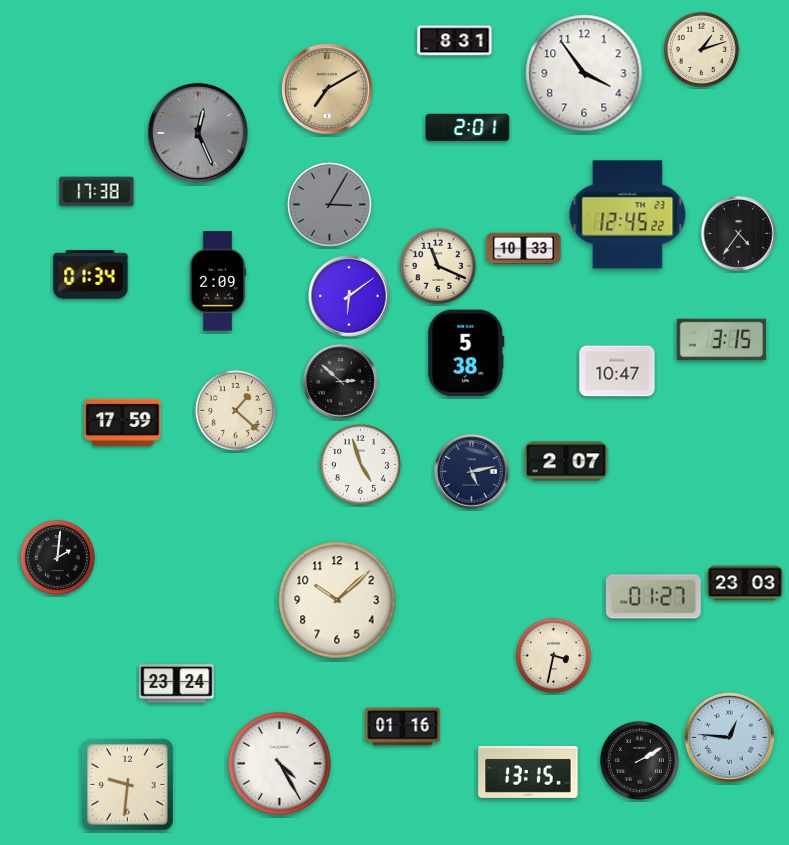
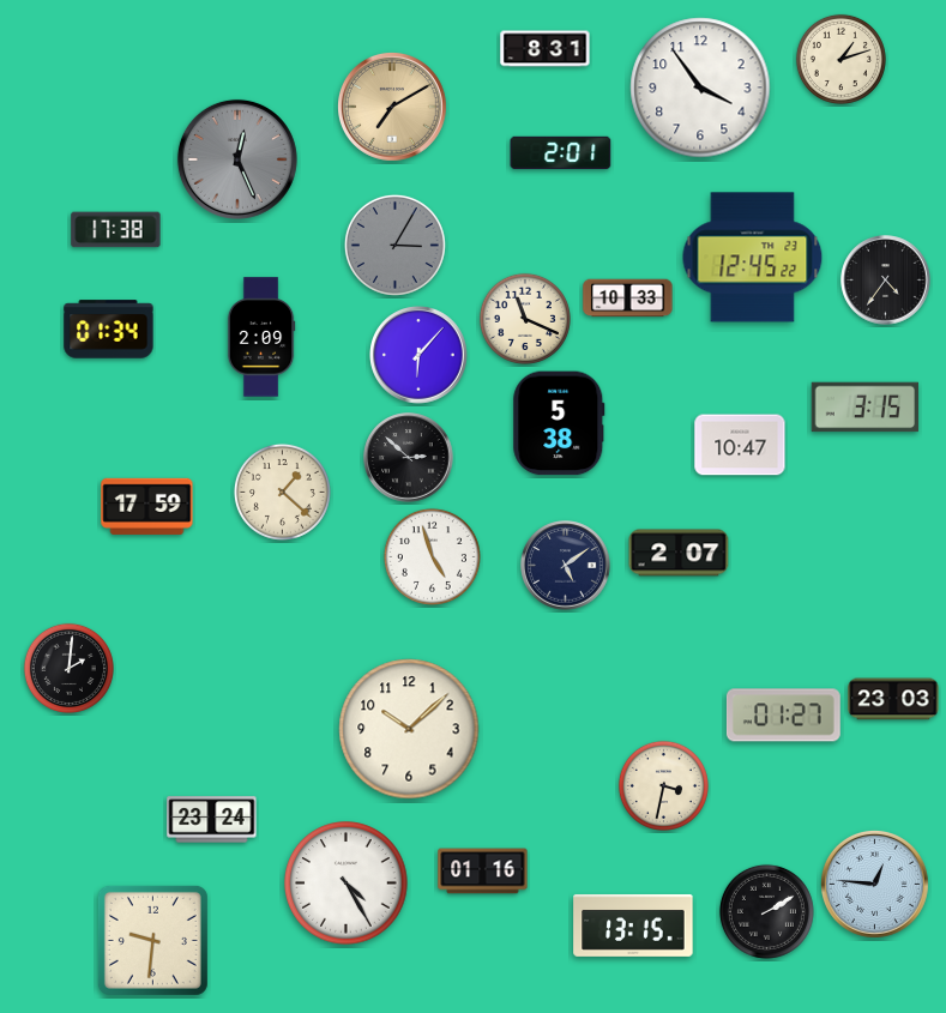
clock at (349, 296): 6:09 -> 6:07
clock at (472, 472): 5:13 -> 5:09
clock at (337, 600) position: (337, 600) -> (409, 729)
clock at (280, 764) position: (280, 764) -> (347, 884)
